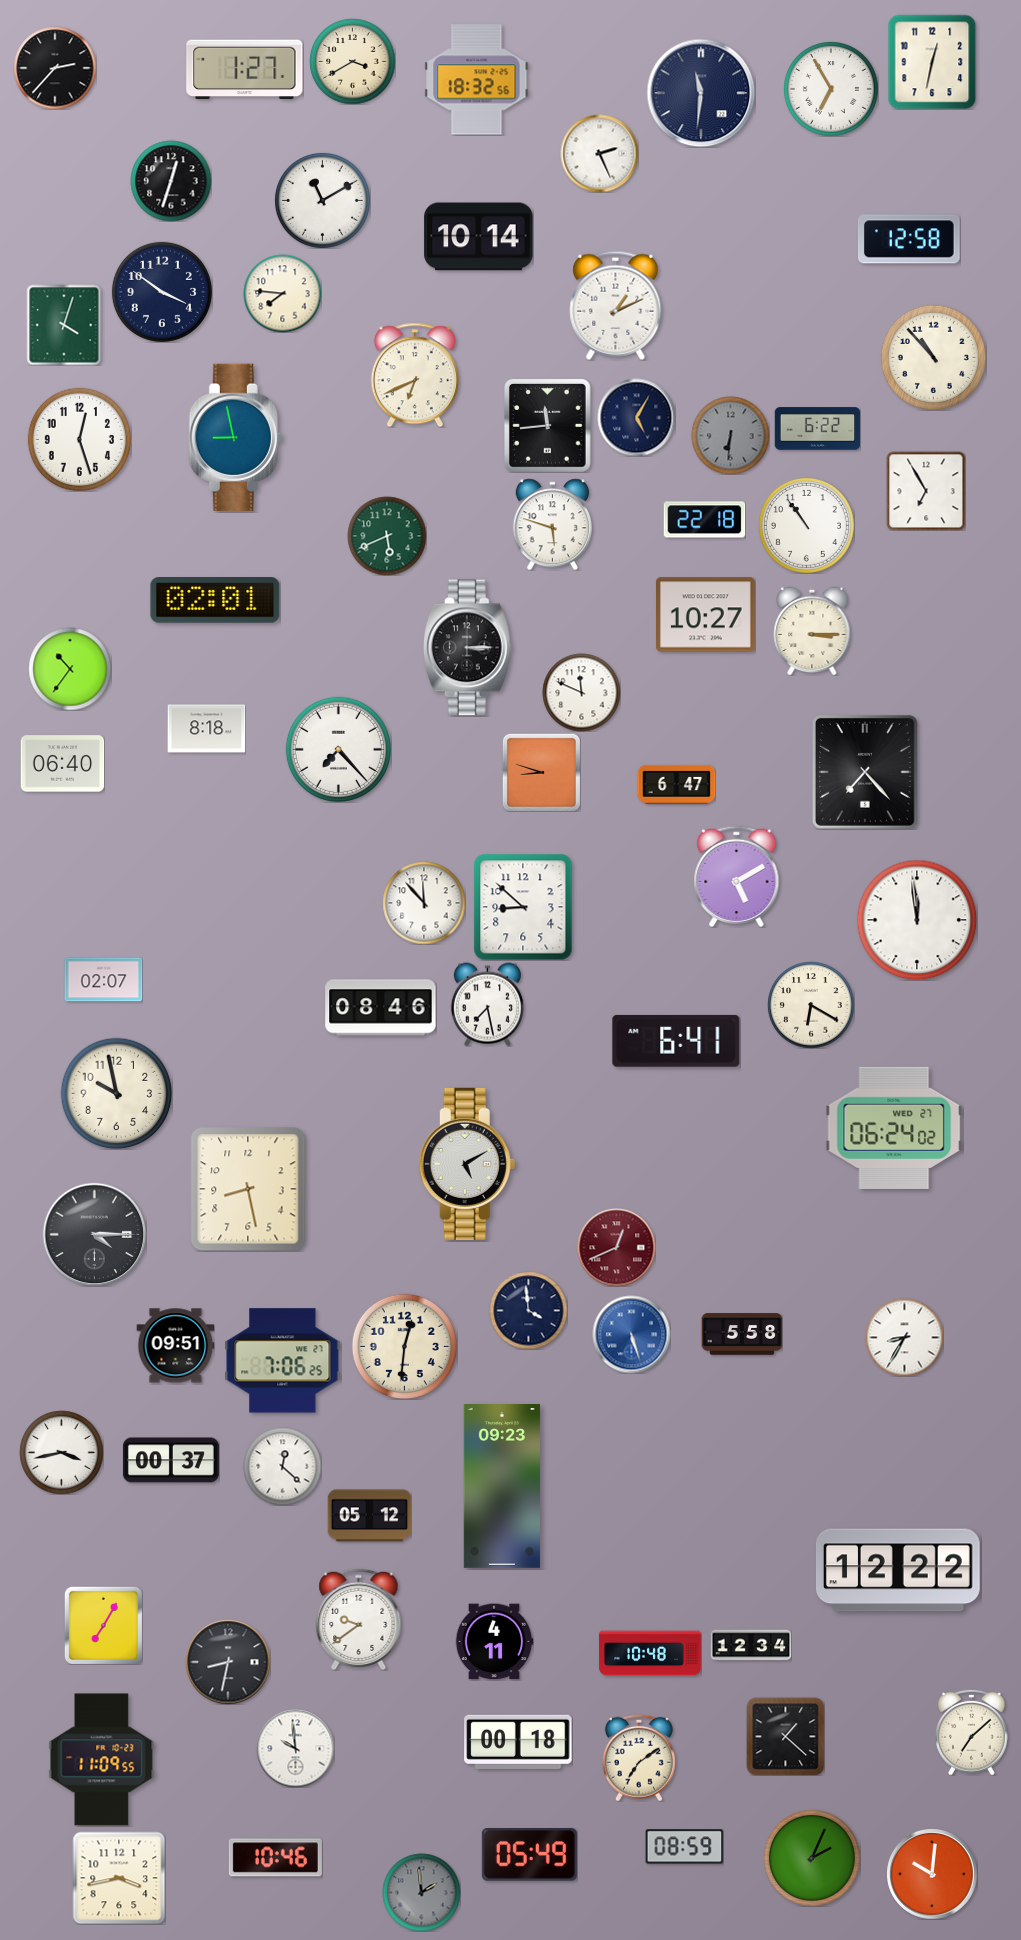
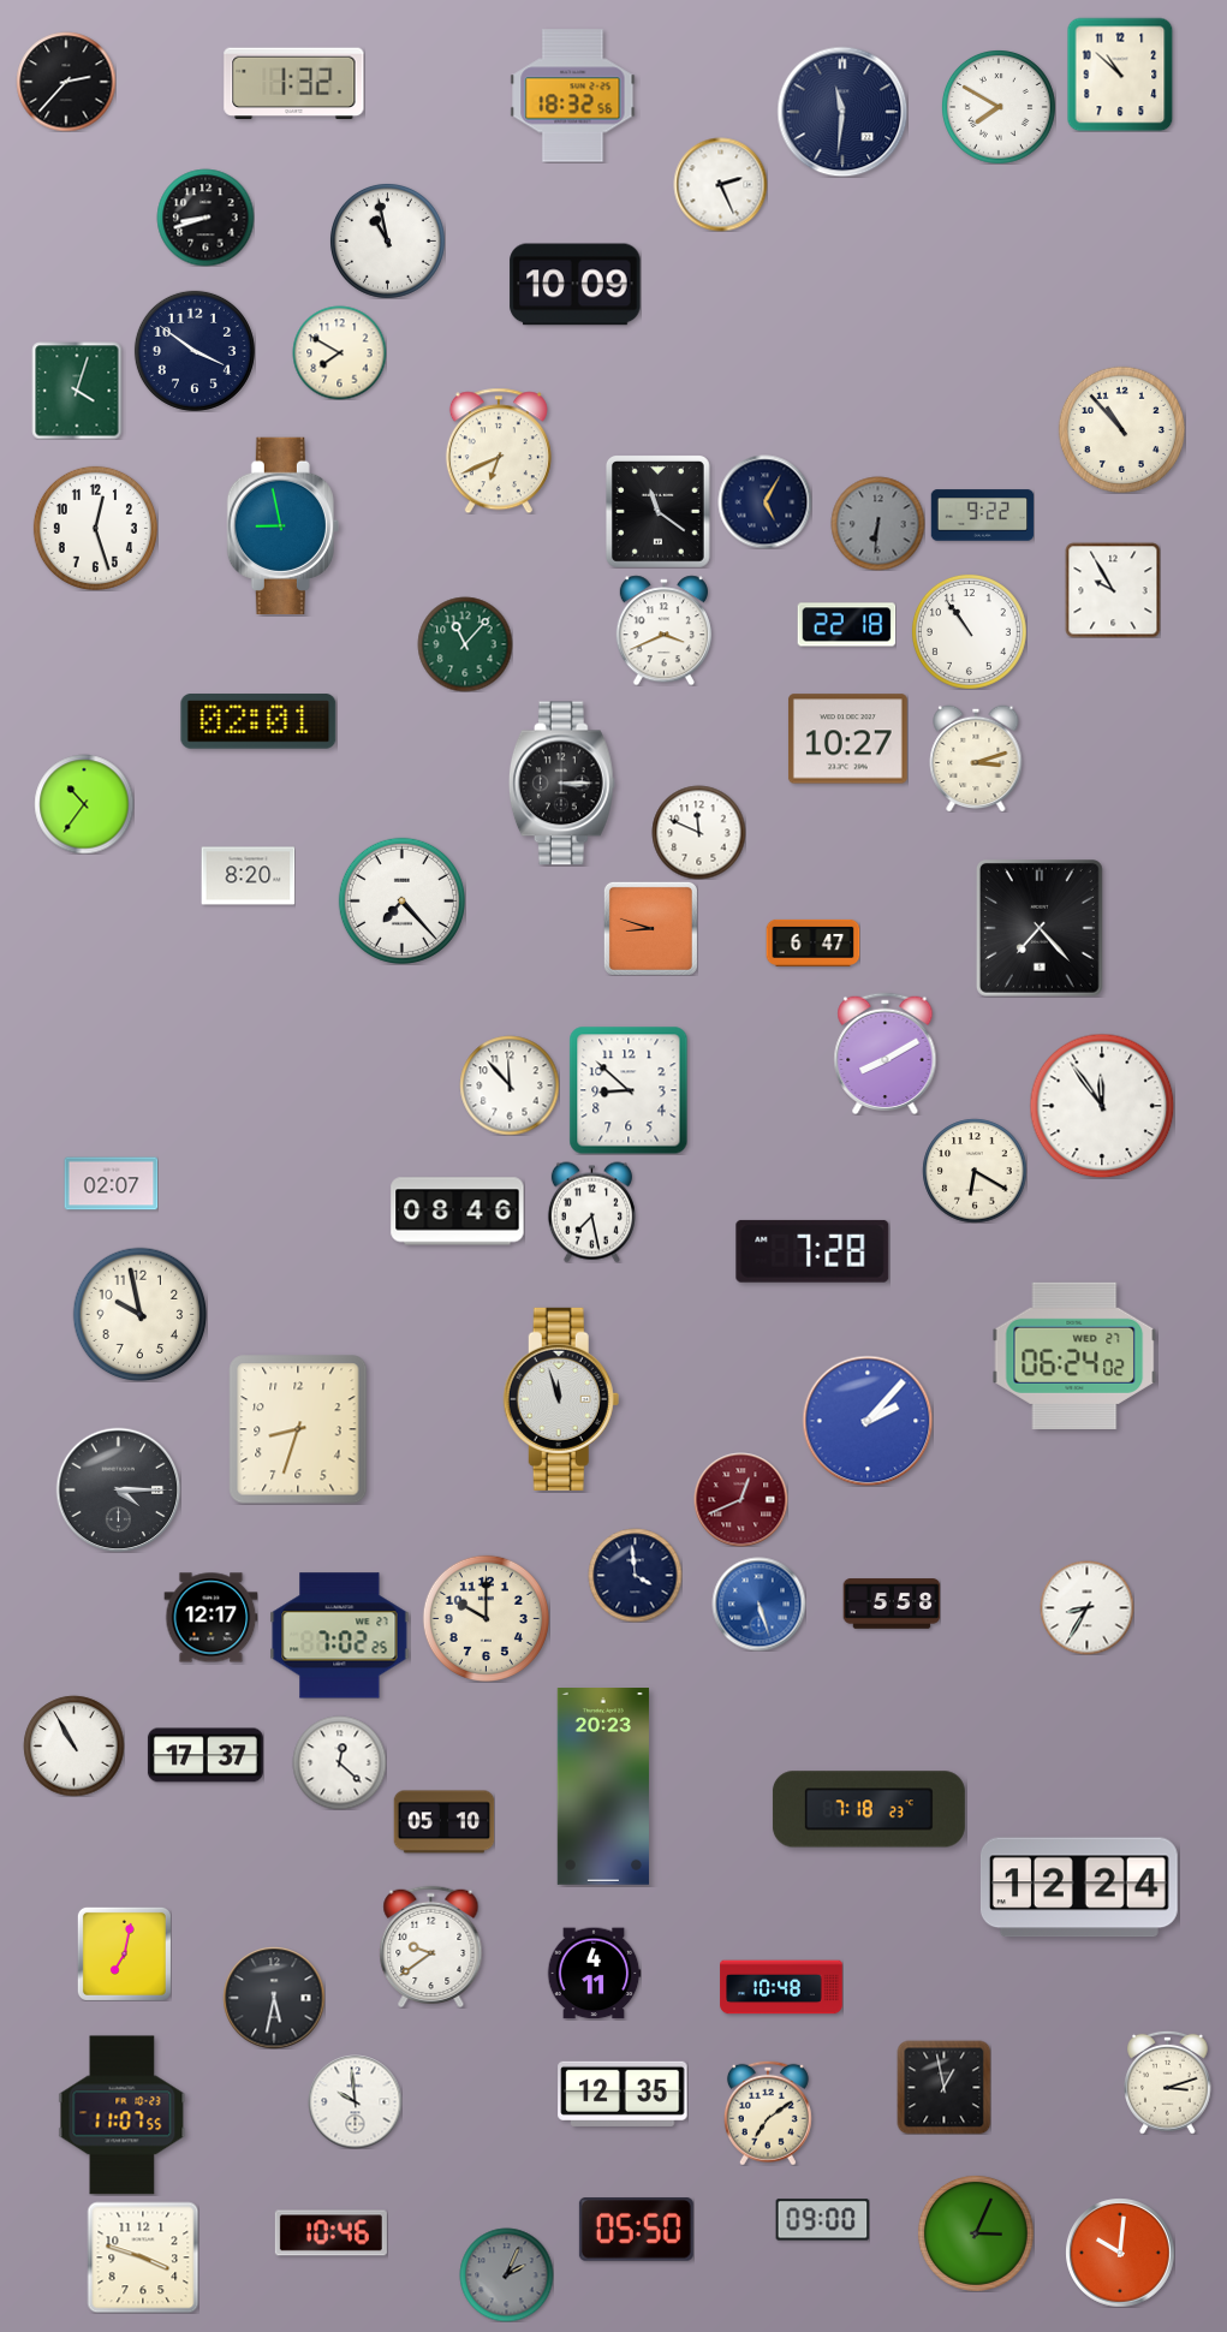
clock at (352, 61): 3:40 -> none
clock at (932, 62): 12:32 -> 10:52
clock at (245, 70): 1:27 -> 1:32
clock at (831, 89): 6:55 -> 7:50
clock at (171, 181): 12:33 -> 8:42
clock at (322, 200): 11:10 -> 10:58
clock at (479, 237): 10:14 -> 10:09
clock at (909, 239): 12:58 -> none
clock at (282, 293): 7:46 -> 7:50
clock at (616, 305): 1:11 -> none
clock at (548, 426): 11:44 -> 11:21
clock at (817, 429): 6:22 -> 9:22
clock at (926, 491): 6:55 -> 9:55
clock at (552, 524): 5:48 -> 3:41
clock at (387, 536): 5:41 -> 11:07
clock at (812, 631): 3:15 -> 3:12
clock at (467, 648) position: (467, 648) -> (561, 784)
clock at (206, 729): 8:18 -> 8:20
clock at (338, 749) position: (338, 749) -> (401, 900)
clock at (62, 764): 06:40 -> none
clock at (737, 876): 5:10 -> 8:10
clock at (917, 920): 11:59 -> 11:54
clock at (103, 980) position: (103, 980) -> (111, 1184)
clock at (487, 1004) position: (487, 1004) -> (591, 1212)
clock at (811, 1005) position: (811, 1005) -> (975, 1171)
clock at (676, 1041): 6:41 -> 7:28
clock at (467, 1164): 5:10 -> 11:57
clock at (868, 1421): none -> 2:07
clock at (248, 1189): 8:28 -> 8:33
clock at (94, 1234) position: (94, 1234) -> (118, 1489)
clock at (175, 1346): 09:51 -> 12:17
clock at (404, 1346): 12:31 -> 10:00
clock at (283, 1361): 7:06 -> 7:02
clock at (61, 1452): 3:43 -> 10:55
clock at (171, 1460): 00:37 -> 17:37
clock at (502, 1487): 09:23 -> 20:23
clock at (869, 1809): none -> 7:18
clock at (369, 1516): 05:12 -> 05:10
clock at (898, 1570): 12:22 -> 12:24
clock at (103, 1625): 7:05 -> 7:02
clock at (751, 1645): 12:34 -> none
clock at (228, 1662): 8:32 -> 5:32
clock at (972, 1732): 7:08 -> 3:12
clock at (785, 1736): 1:22 -> 12:58
clock at (518, 1742): 00:18 -> 12:35
clock at (102, 1760): 11:09 -> 11:07
clock at (684, 1847): 08:59 -> 09:00
clock at (529, 1855): 05:49 -> 05:50
clock at (812, 1858): 2:04 -> 3:04
clock at (119, 1878): 3:43 -> 3:48
clock at (421, 1892): 1:59 -> 2:04
